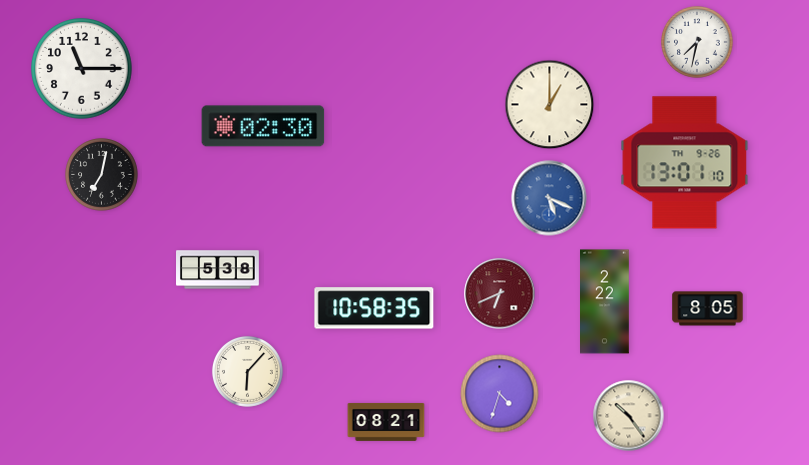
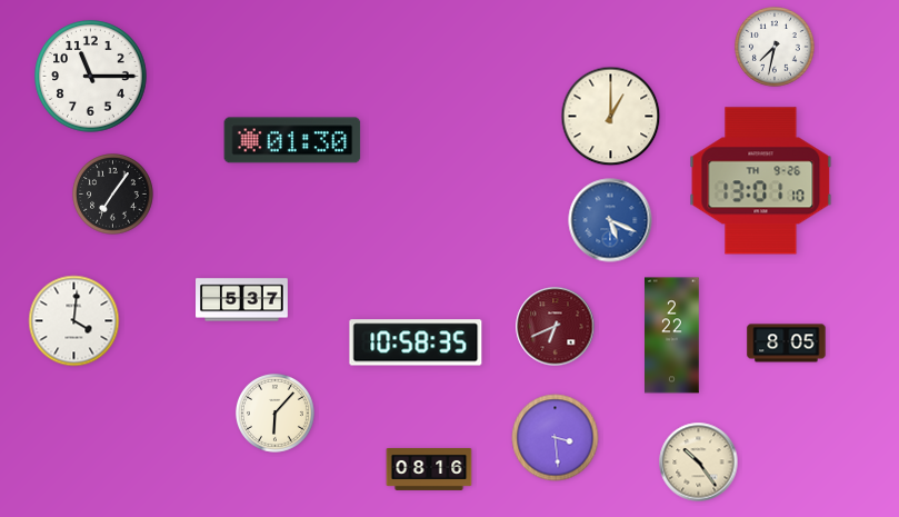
clock at (263, 126): 02:30 -> 01:30
clock at (102, 175): 7:02 -> 7:06
clock at (218, 270): 5:38 -> 5:37
clock at (74, 321): none -> 4:01
clock at (500, 394): 4:33 -> 3:29
clock at (386, 422): 08:21 -> 08:16
